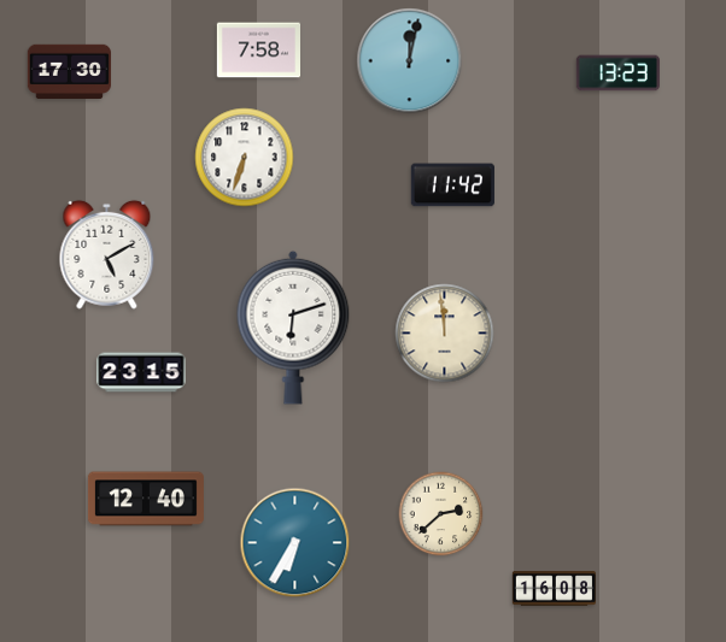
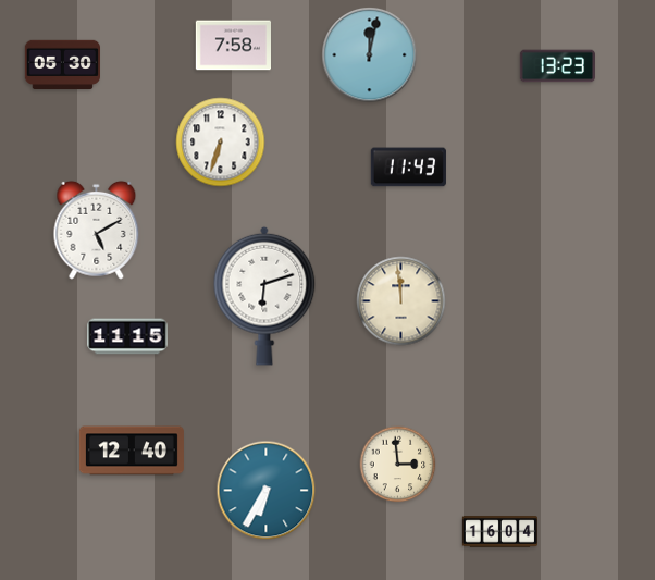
clock at (69, 72): 17:30 -> 05:30
clock at (452, 185): 11:42 -> 11:43
clock at (141, 372): 23:15 -> 11:15
clock at (441, 514): 2:38 -> 2:59
clock at (554, 589): 16:08 -> 16:04
